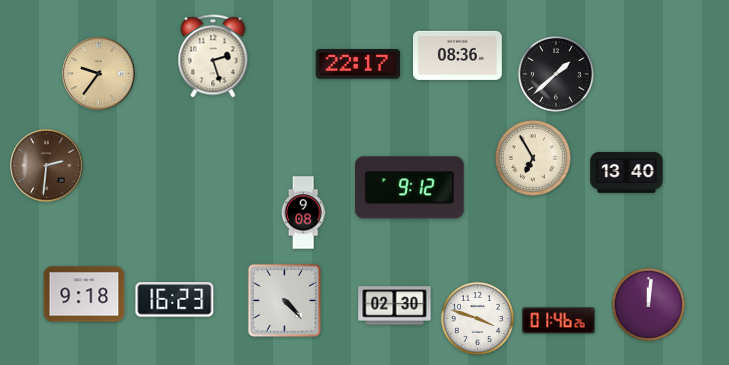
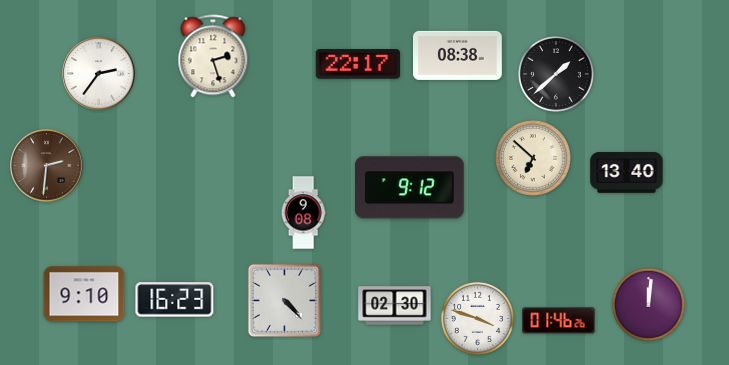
clock at (458, 55): 08:36 -> 08:38
clock at (99, 74): 9:36 -> 2:36
clock at (99, 74) dial: champagne -> white
clock at (533, 158): 6:55 -> 6:52
clock at (84, 294): 9:18 -> 9:10
